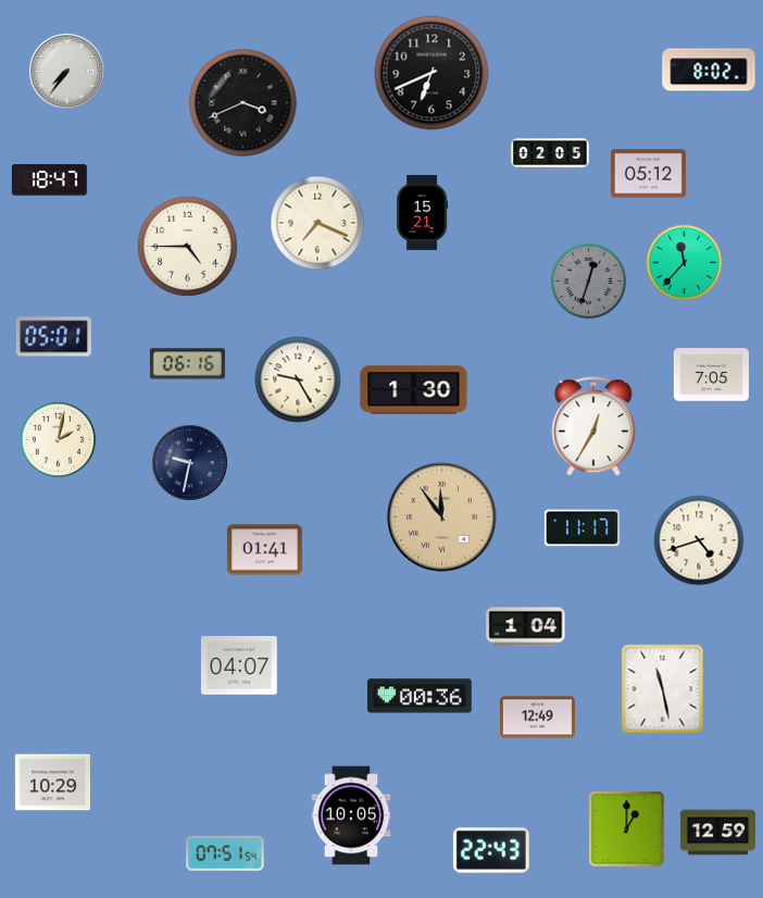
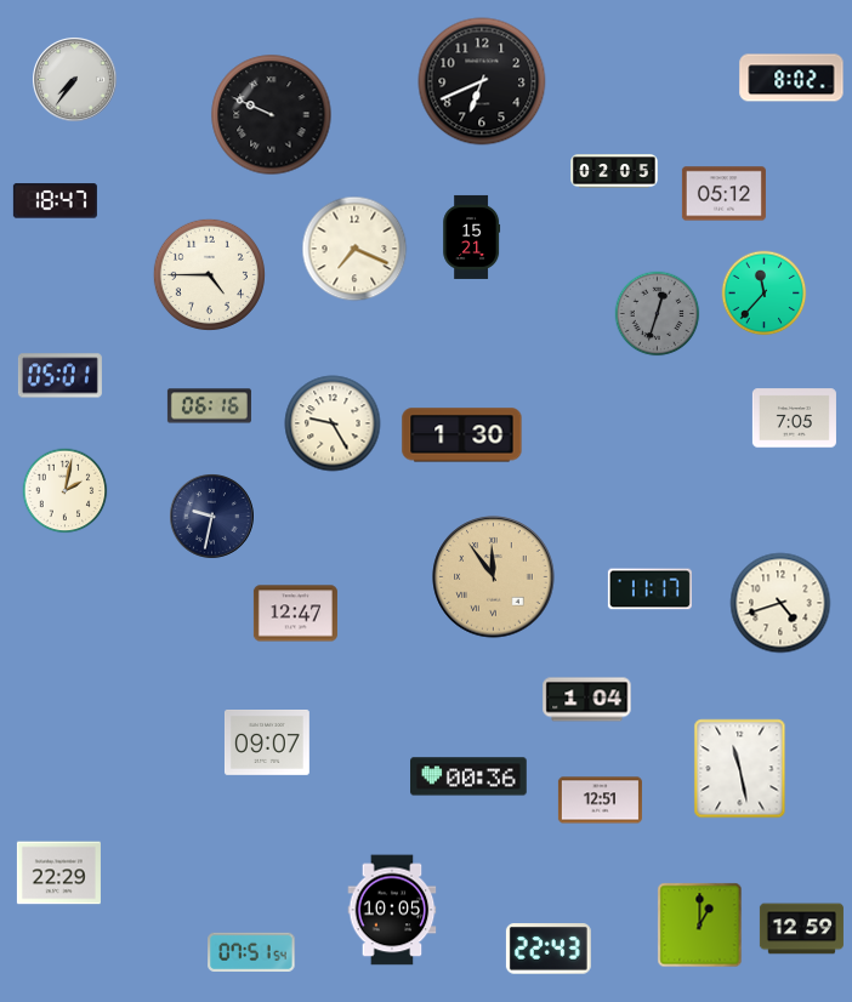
clock at (243, 103): 3:41 -> 9:49
clock at (593, 427): 12:35 -> none
clock at (264, 550): 01:41 -> 12:47
clock at (239, 666): 04:07 -> 09:07
clock at (537, 718): 12:49 -> 12:51
clock at (52, 783): 10:29 -> 22:29
